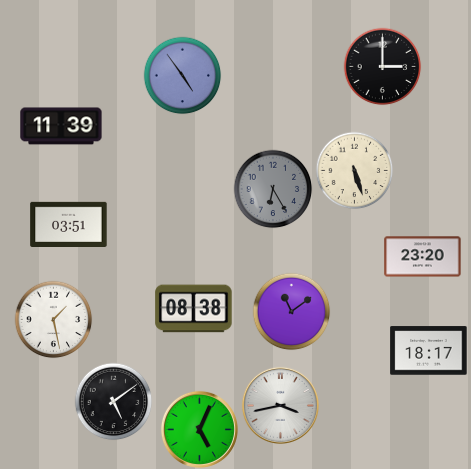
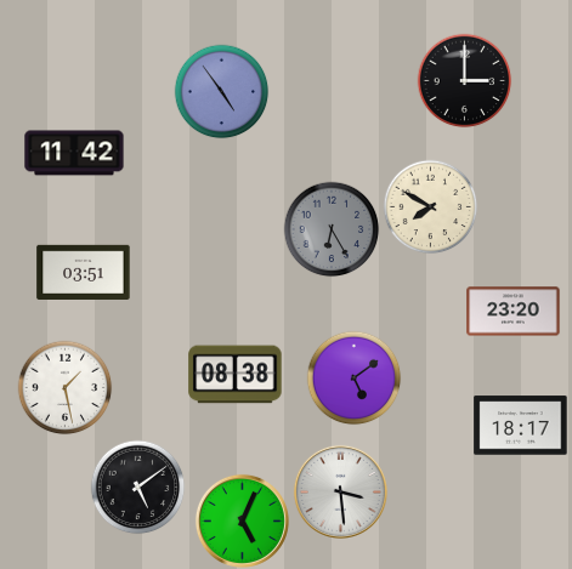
clock at (61, 126): 11:39 -> 11:42
clock at (354, 170): 5:27 -> 7:50
clock at (291, 311): 11:09 -> 5:09
clock at (280, 405): 3:43 -> 3:29
